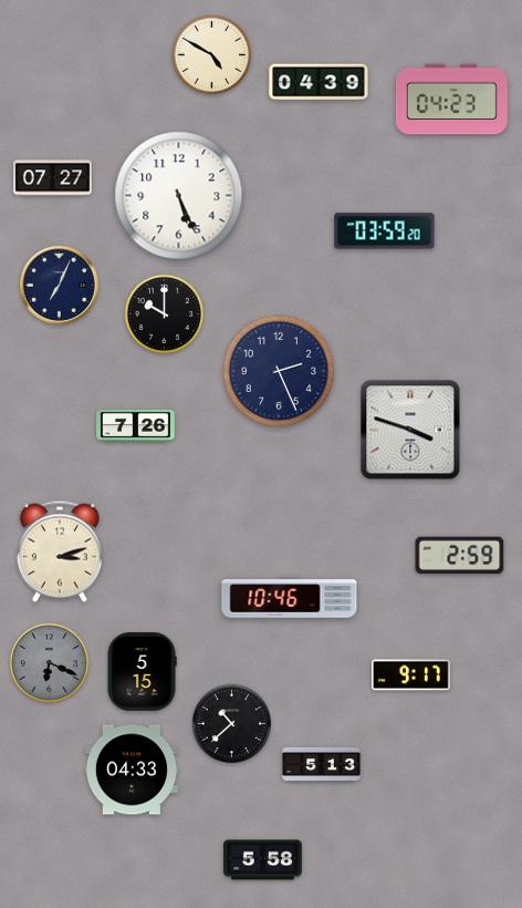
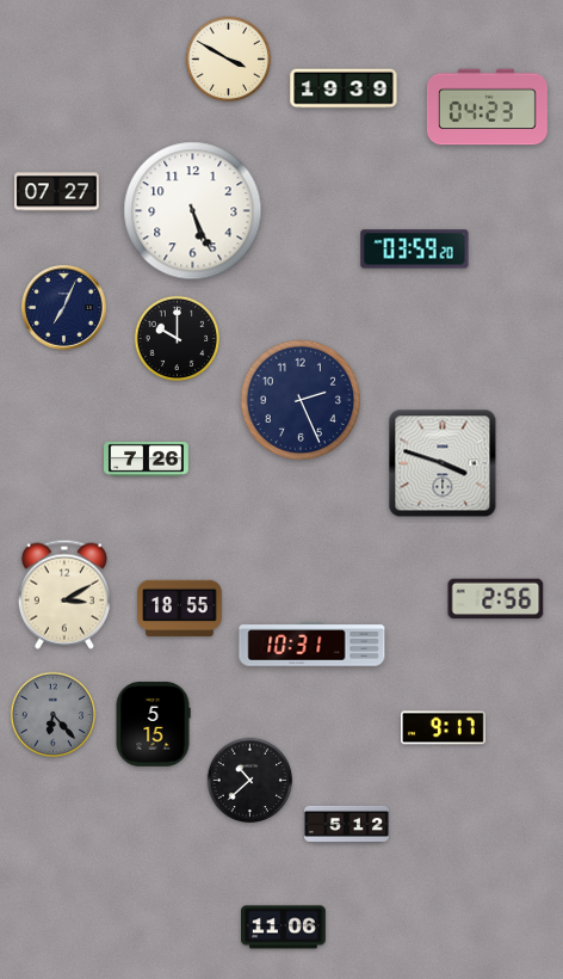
clock at (212, 55): 4:50 -> 3:50
clock at (319, 82): 04:39 -> 19:39
clock at (60, 551): 3:12 -> 3:10
clock at (460, 556): 2:59 -> 2:56
clock at (180, 609): none -> 18:55
clock at (290, 598): 10:46 -> 10:31
clock at (50, 663): 6:19 -> 6:23
clock at (322, 764): 5:13 -> 5:12
clock at (132, 770): 04:33 -> none
clock at (263, 860): 5:58 -> 11:06
